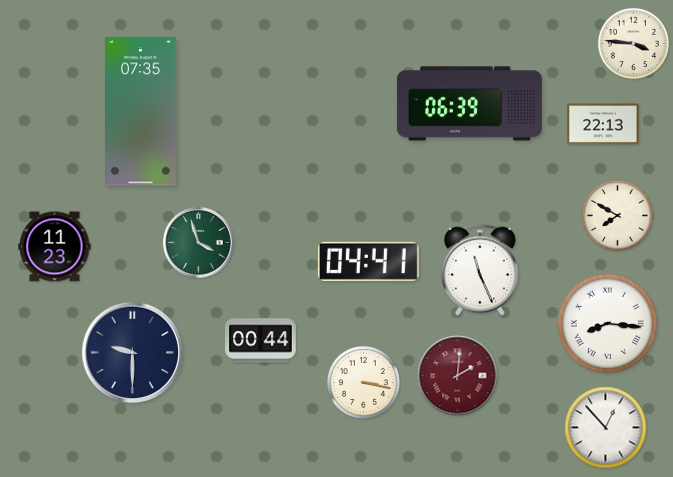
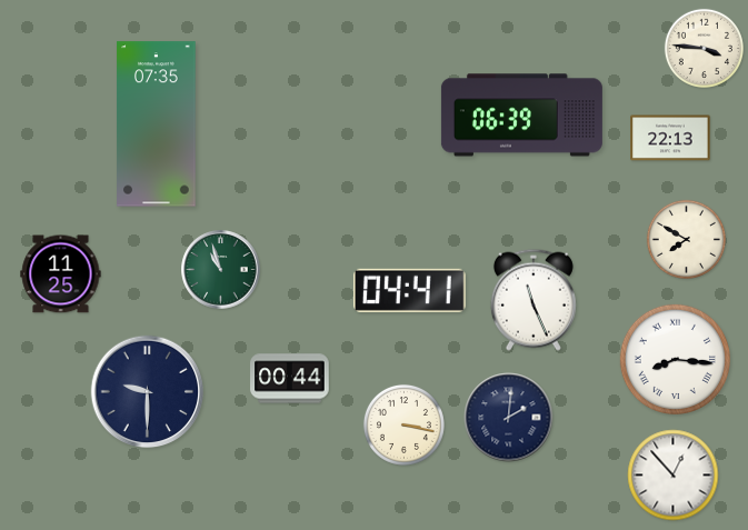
clock at (199, 243): 3:57 -> 10:57
clock at (55, 247): 11:23 -> 11:25
clock at (458, 376) dial: burgundy -> navy
